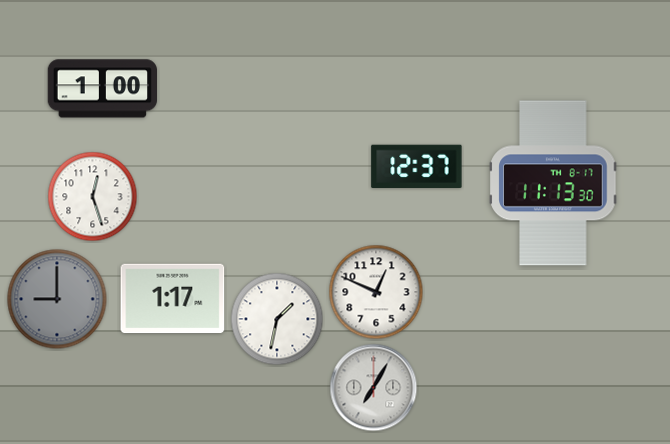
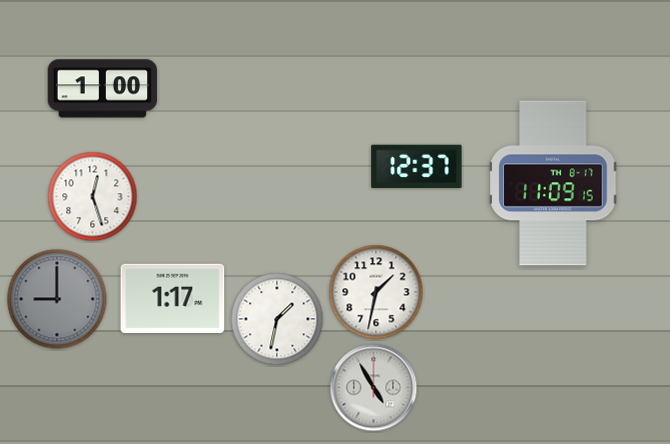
clock at (553, 183): 11:13 -> 11:09
clock at (376, 292): 12:49 -> 1:32
clock at (374, 388): 7:05 -> 4:55
